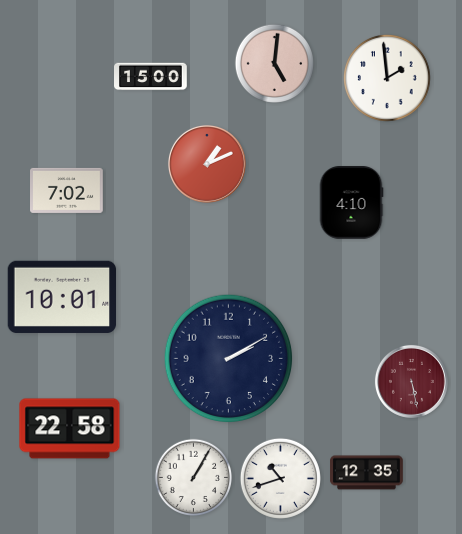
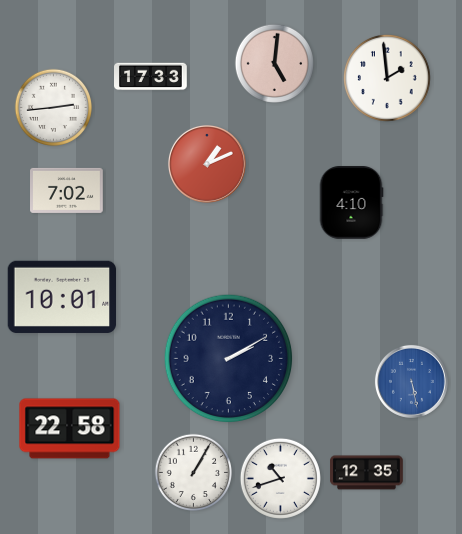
clock at (151, 77): 15:00 -> 17:33
clock at (54, 108): none -> 2:44
clock at (411, 381) dial: burgundy -> blue
clock at (194, 478) position: (194, 478) -> (194, 473)
